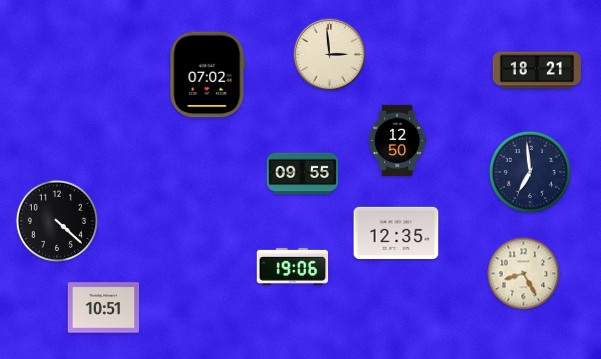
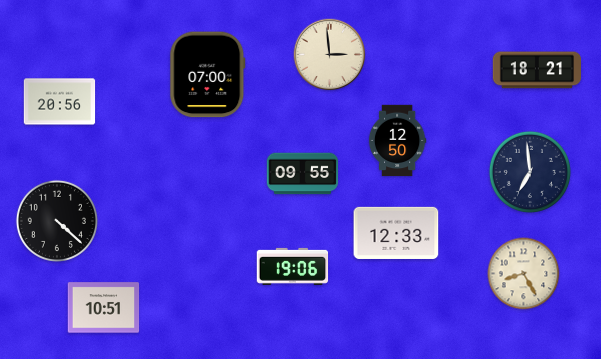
clock at (208, 75): 07:02 -> 07:00
clock at (60, 102): none -> 20:56
clock at (396, 233): 12:35 -> 12:33
